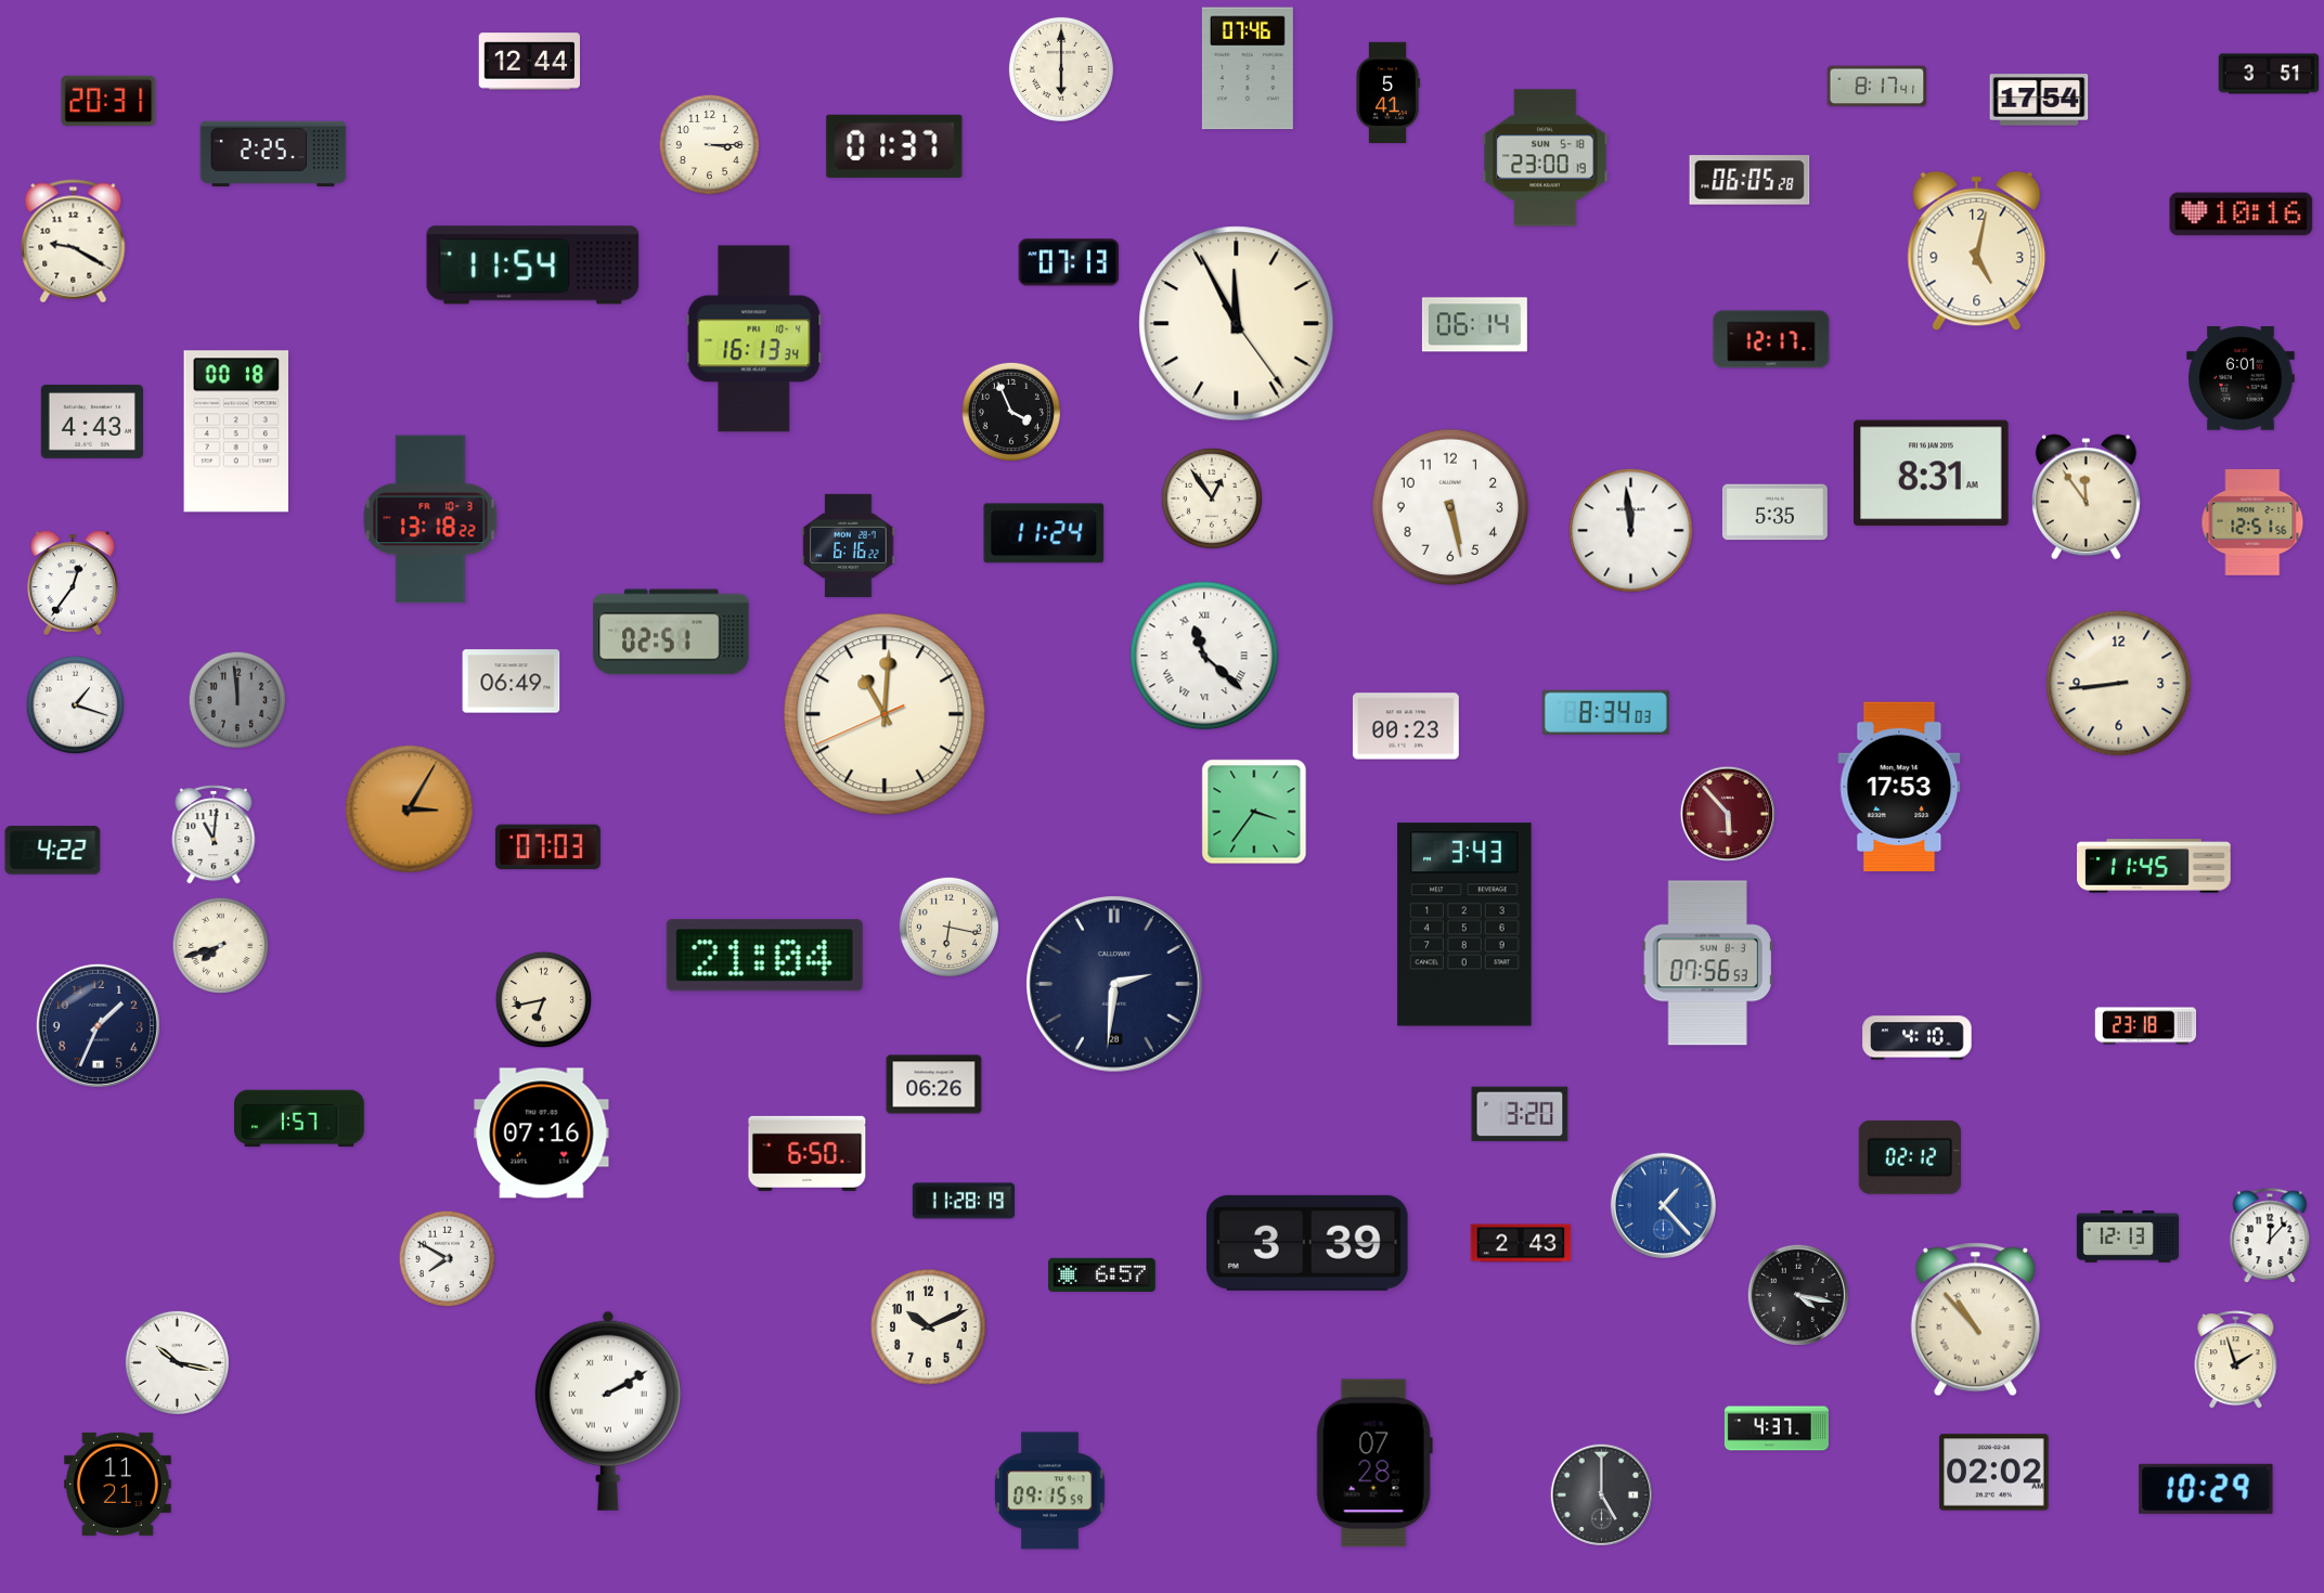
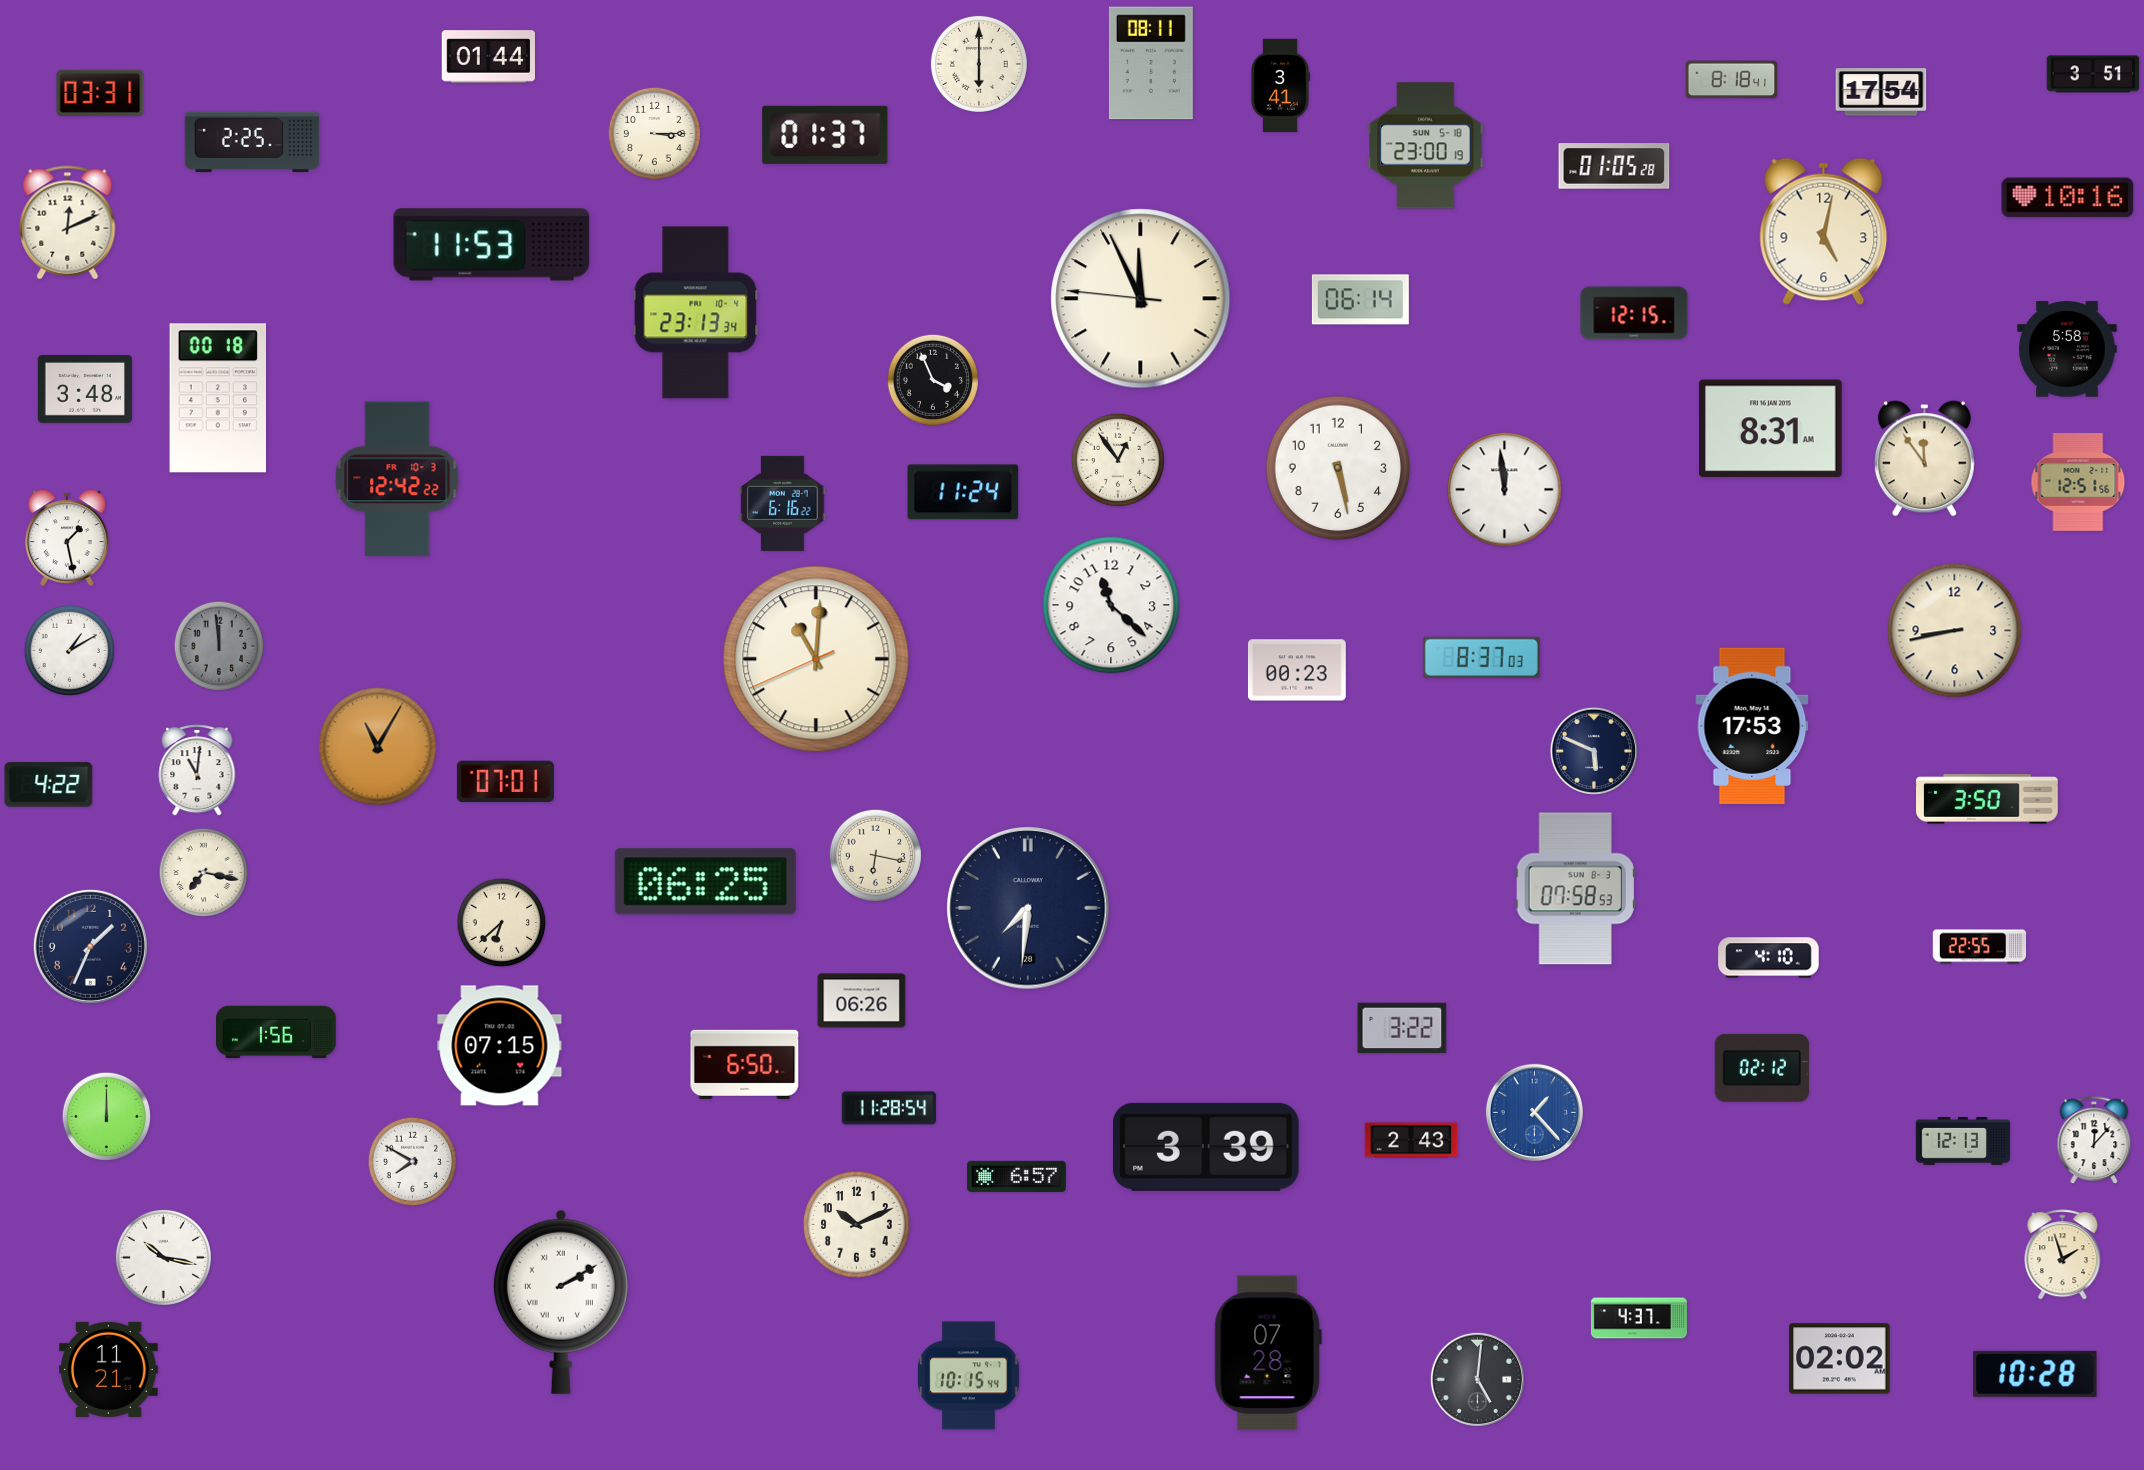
clock at (530, 62): 12:44 -> 01:44
clock at (1248, 68): 07:46 -> 08:11
clock at (2269, 74) position: (2269, 74) -> (2093, 74)
clock at (1877, 87): 8:17 -> 8:18
clock at (1387, 93): 5:41 -> 3:41
clock at (108, 100): 20:31 -> 03:31
clock at (1750, 180): 06:05 -> 01:05
clock at (74, 242): 9:20 -> 12:11
clock at (1069, 262): 07:13 -> none
clock at (533, 265): 11:54 -> 11:53
clock at (1237, 324): 11:55:24 -> 11:55:46
clock at (754, 339): 16:13 -> 23:13
clock at (1771, 339): 12:17 -> 12:15
clock at (2241, 378): 6:01 -> 5:58
clock at (92, 423): 4:43 -> 3:48
clock at (1932, 474) position: (1932, 474) -> (1771, 429)
clock at (1774, 513): 5:35 -> none
clock at (430, 519): 13:18 -> 12:42
clock at (73, 583): 12:36 -> 1:28
clock at (671, 632): 02:51 -> none
clock at (1204, 656) numerals: Roman -> Arabic
clock at (512, 682): 06:49 -> none
clock at (2119, 684): 8:44 -> 8:43
clock at (75, 704): 1:18 -> 1:10
clock at (1605, 712): 8:34 -> 8:37
clock at (410, 810): 3:05 -> 11:05
clock at (1254, 812): 3:36 -> none
clock at (1727, 813): 5:53 -> 5:49
clock at (1727, 813) dial: burgundy -> navy
clock at (547, 847): 07:03 -> 07:01
clock at (2155, 866): 11:45 -> 3:50
clock at (1464, 924): 3:43 -> none
clock at (221, 946): 7:42 -> 7:17
clock at (764, 956): 21:04 -> 06:25
clock at (1707, 963): 07:56 -> 07:58
clock at (1114, 984): 2:31 -> 7:31
clock at (544, 1000): 6:43 -> 6:38
clock at (2146, 1026): 23:18 -> 22:55
clock at (1520, 1114): 3:20 -> 3:22
clock at (300, 1118): 1:57 -> 1:56
clock at (542, 1134): 07:16 -> 07:15
clock at (964, 1201): 11:28:19 -> 11:28:54
clock at (107, 1117): none -> 12:00
clock at (1521, 1243) position: (1521, 1243) -> (1411, 1140)
clock at (1797, 1295): 4:17 -> none
clock at (1975, 1320): 10:53 -> none
clock at (1374, 1463) position: (1374, 1463) -> (1268, 1353)
clock at (2206, 1489): 10:29 -> 10:28
clock at (1050, 1491): 09:15 -> 10:15
clock at (1601, 1494): 5:00 -> 5:01
